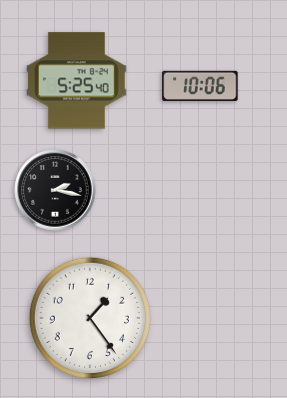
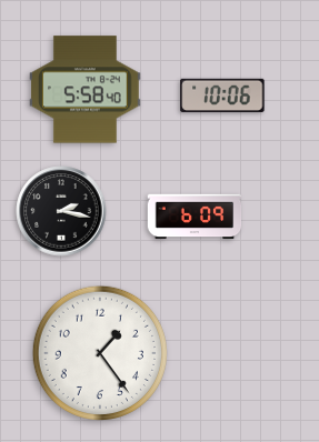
clock at (77, 81): 5:25 -> 5:58
clock at (195, 217): none -> 6:09
